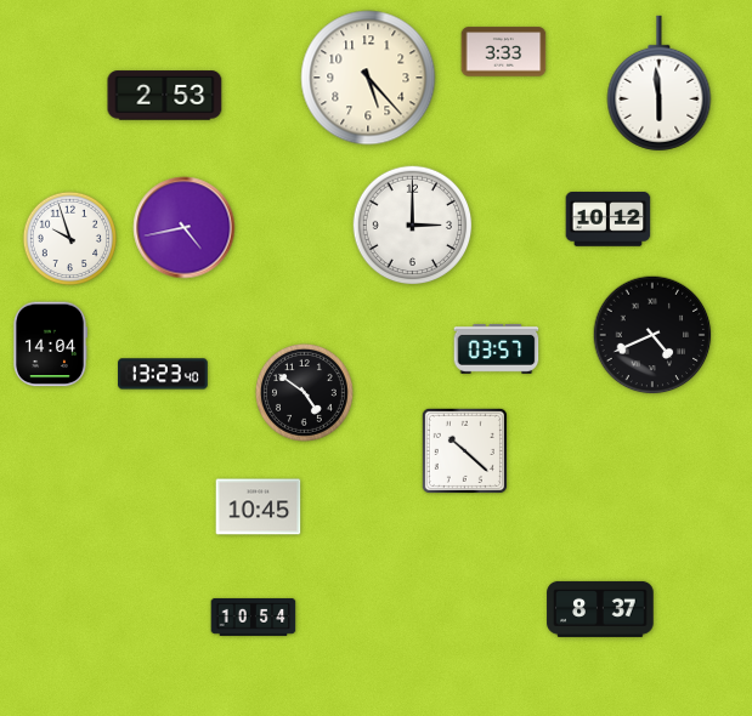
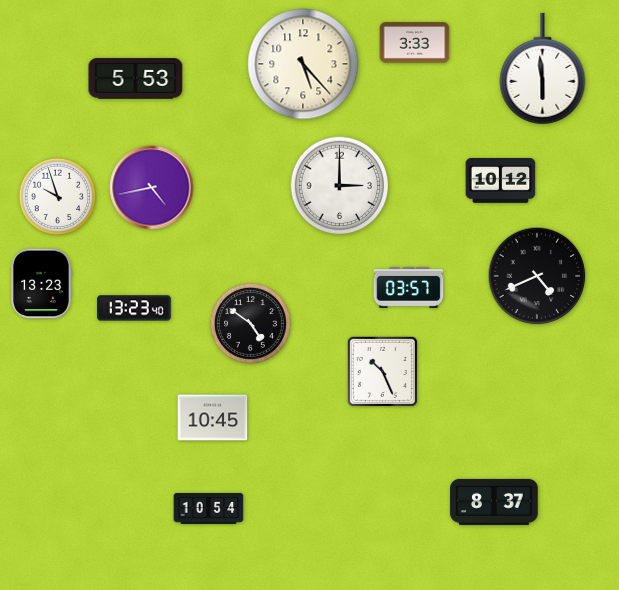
clock at (165, 96): 2:53 -> 5:53
clock at (51, 345): 14:04 -> 13:23
clock at (464, 450): 10:22 -> 10:26
